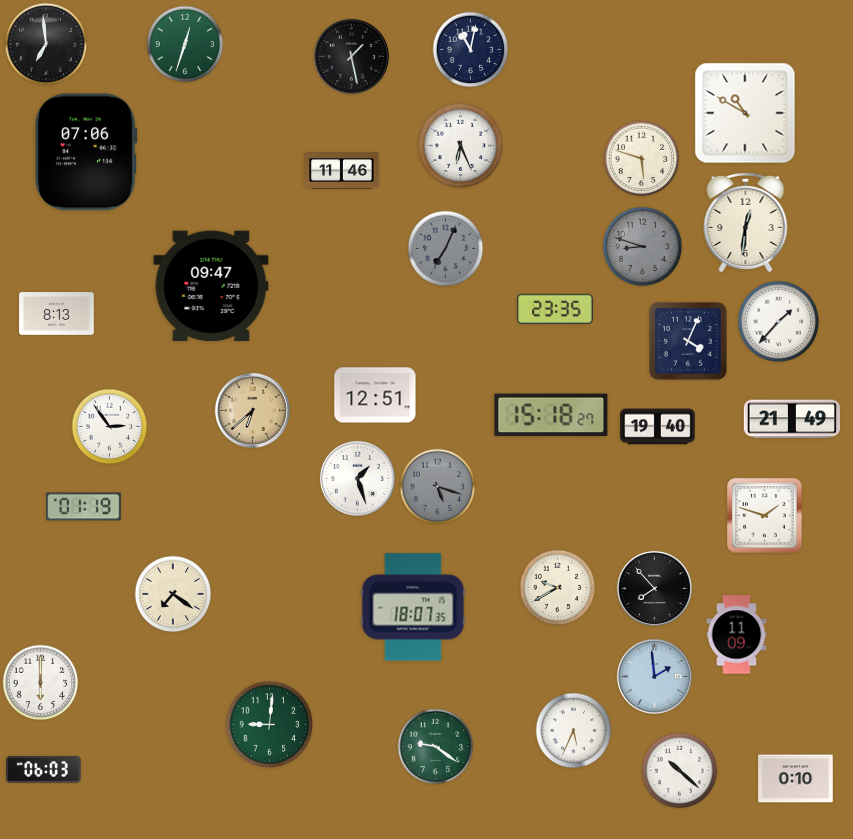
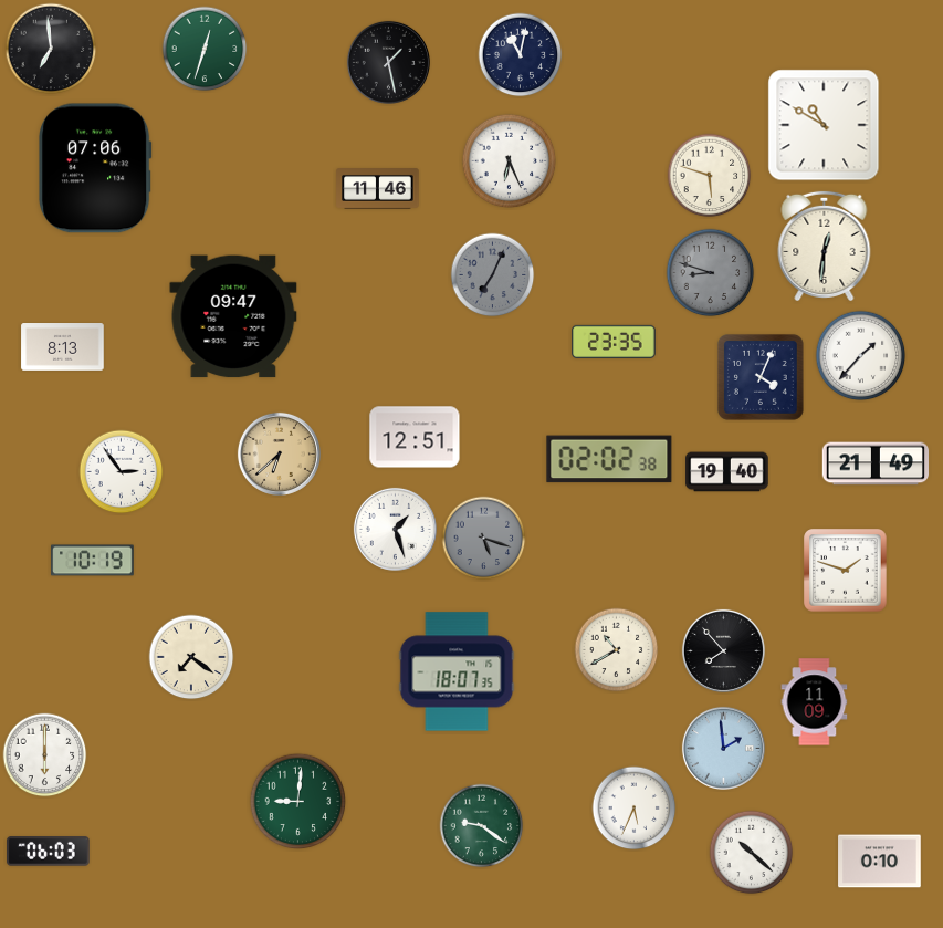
clock at (551, 415): 15:18 -> 02:02
clock at (84, 507): 01:19 -> 10:19
clock at (558, 588): 9:40 -> 10:40
